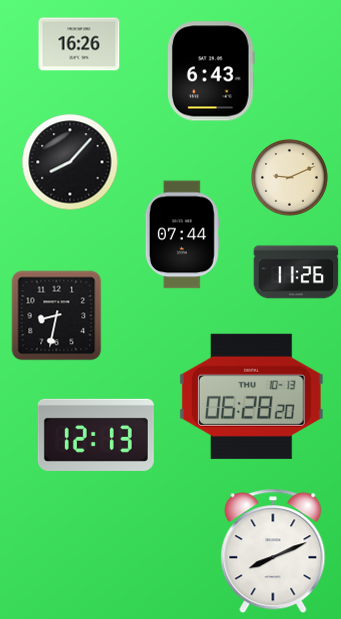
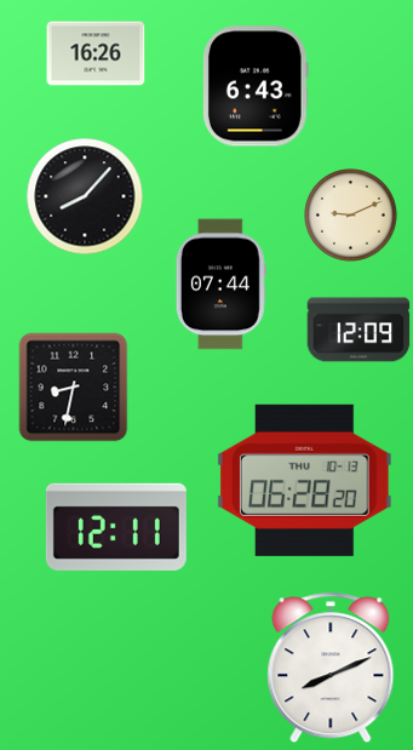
clock at (296, 272): 11:26 -> 12:09
clock at (57, 316) position: (57, 316) -> (74, 388)
clock at (96, 435): 12:13 -> 12:11
